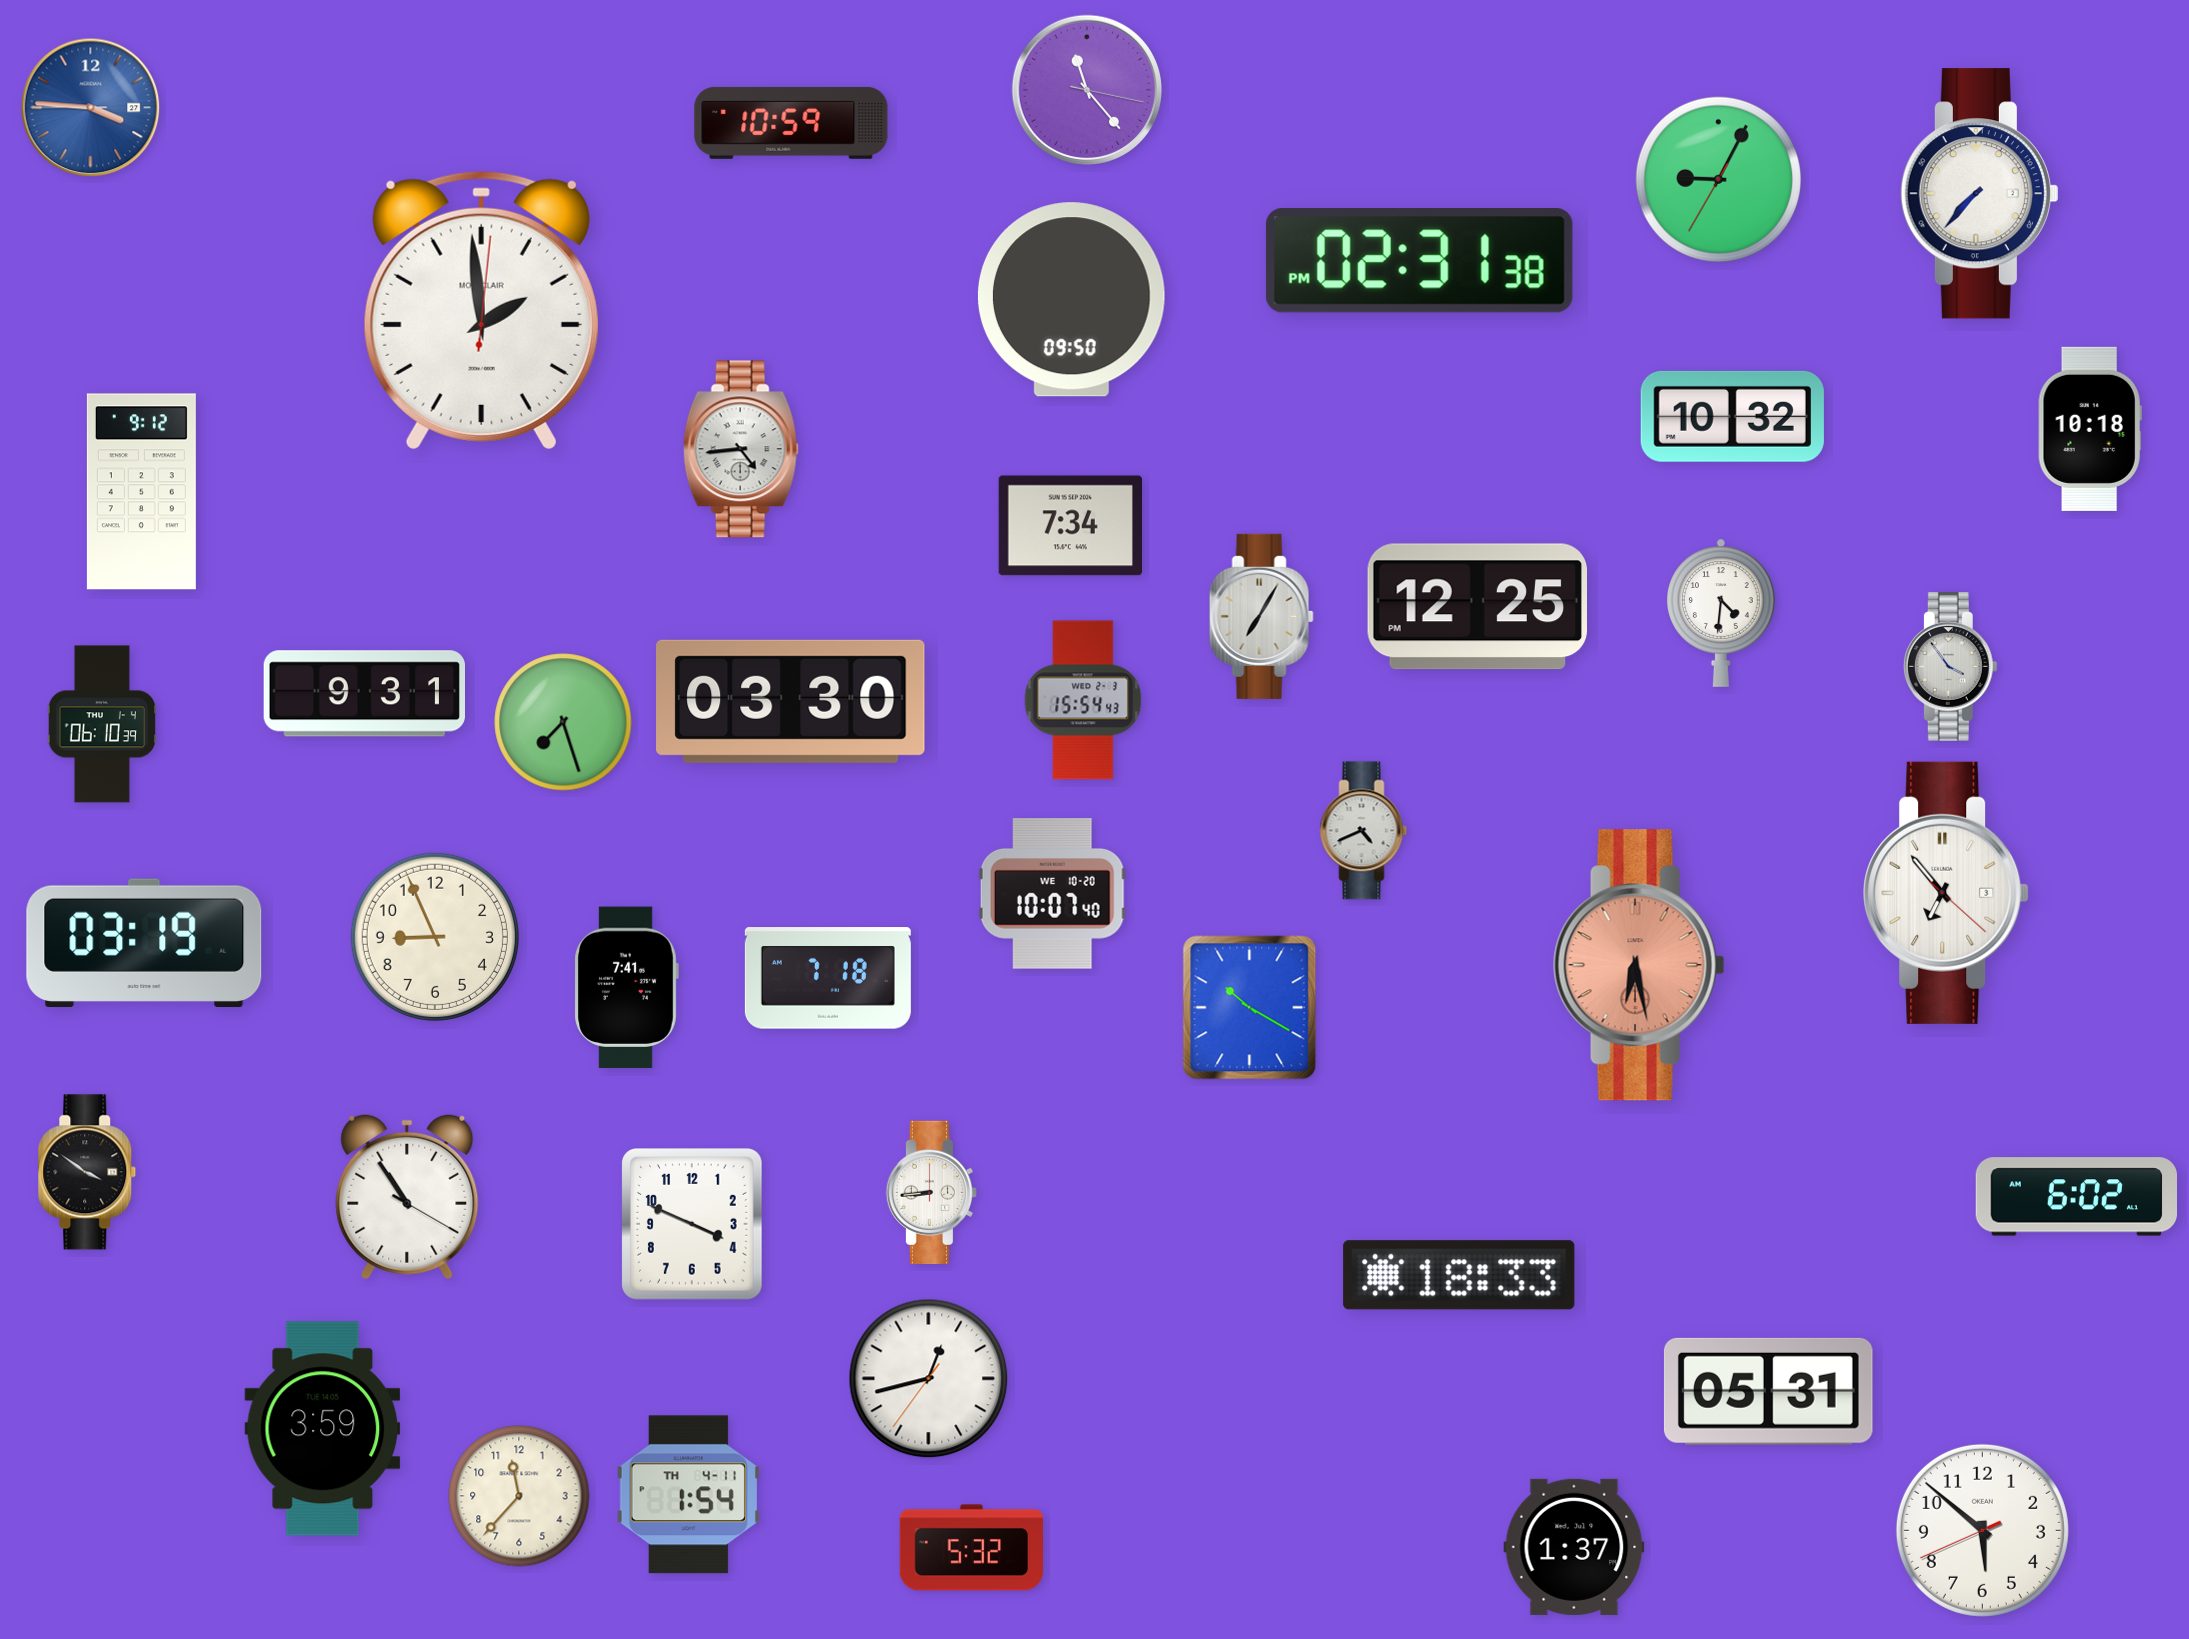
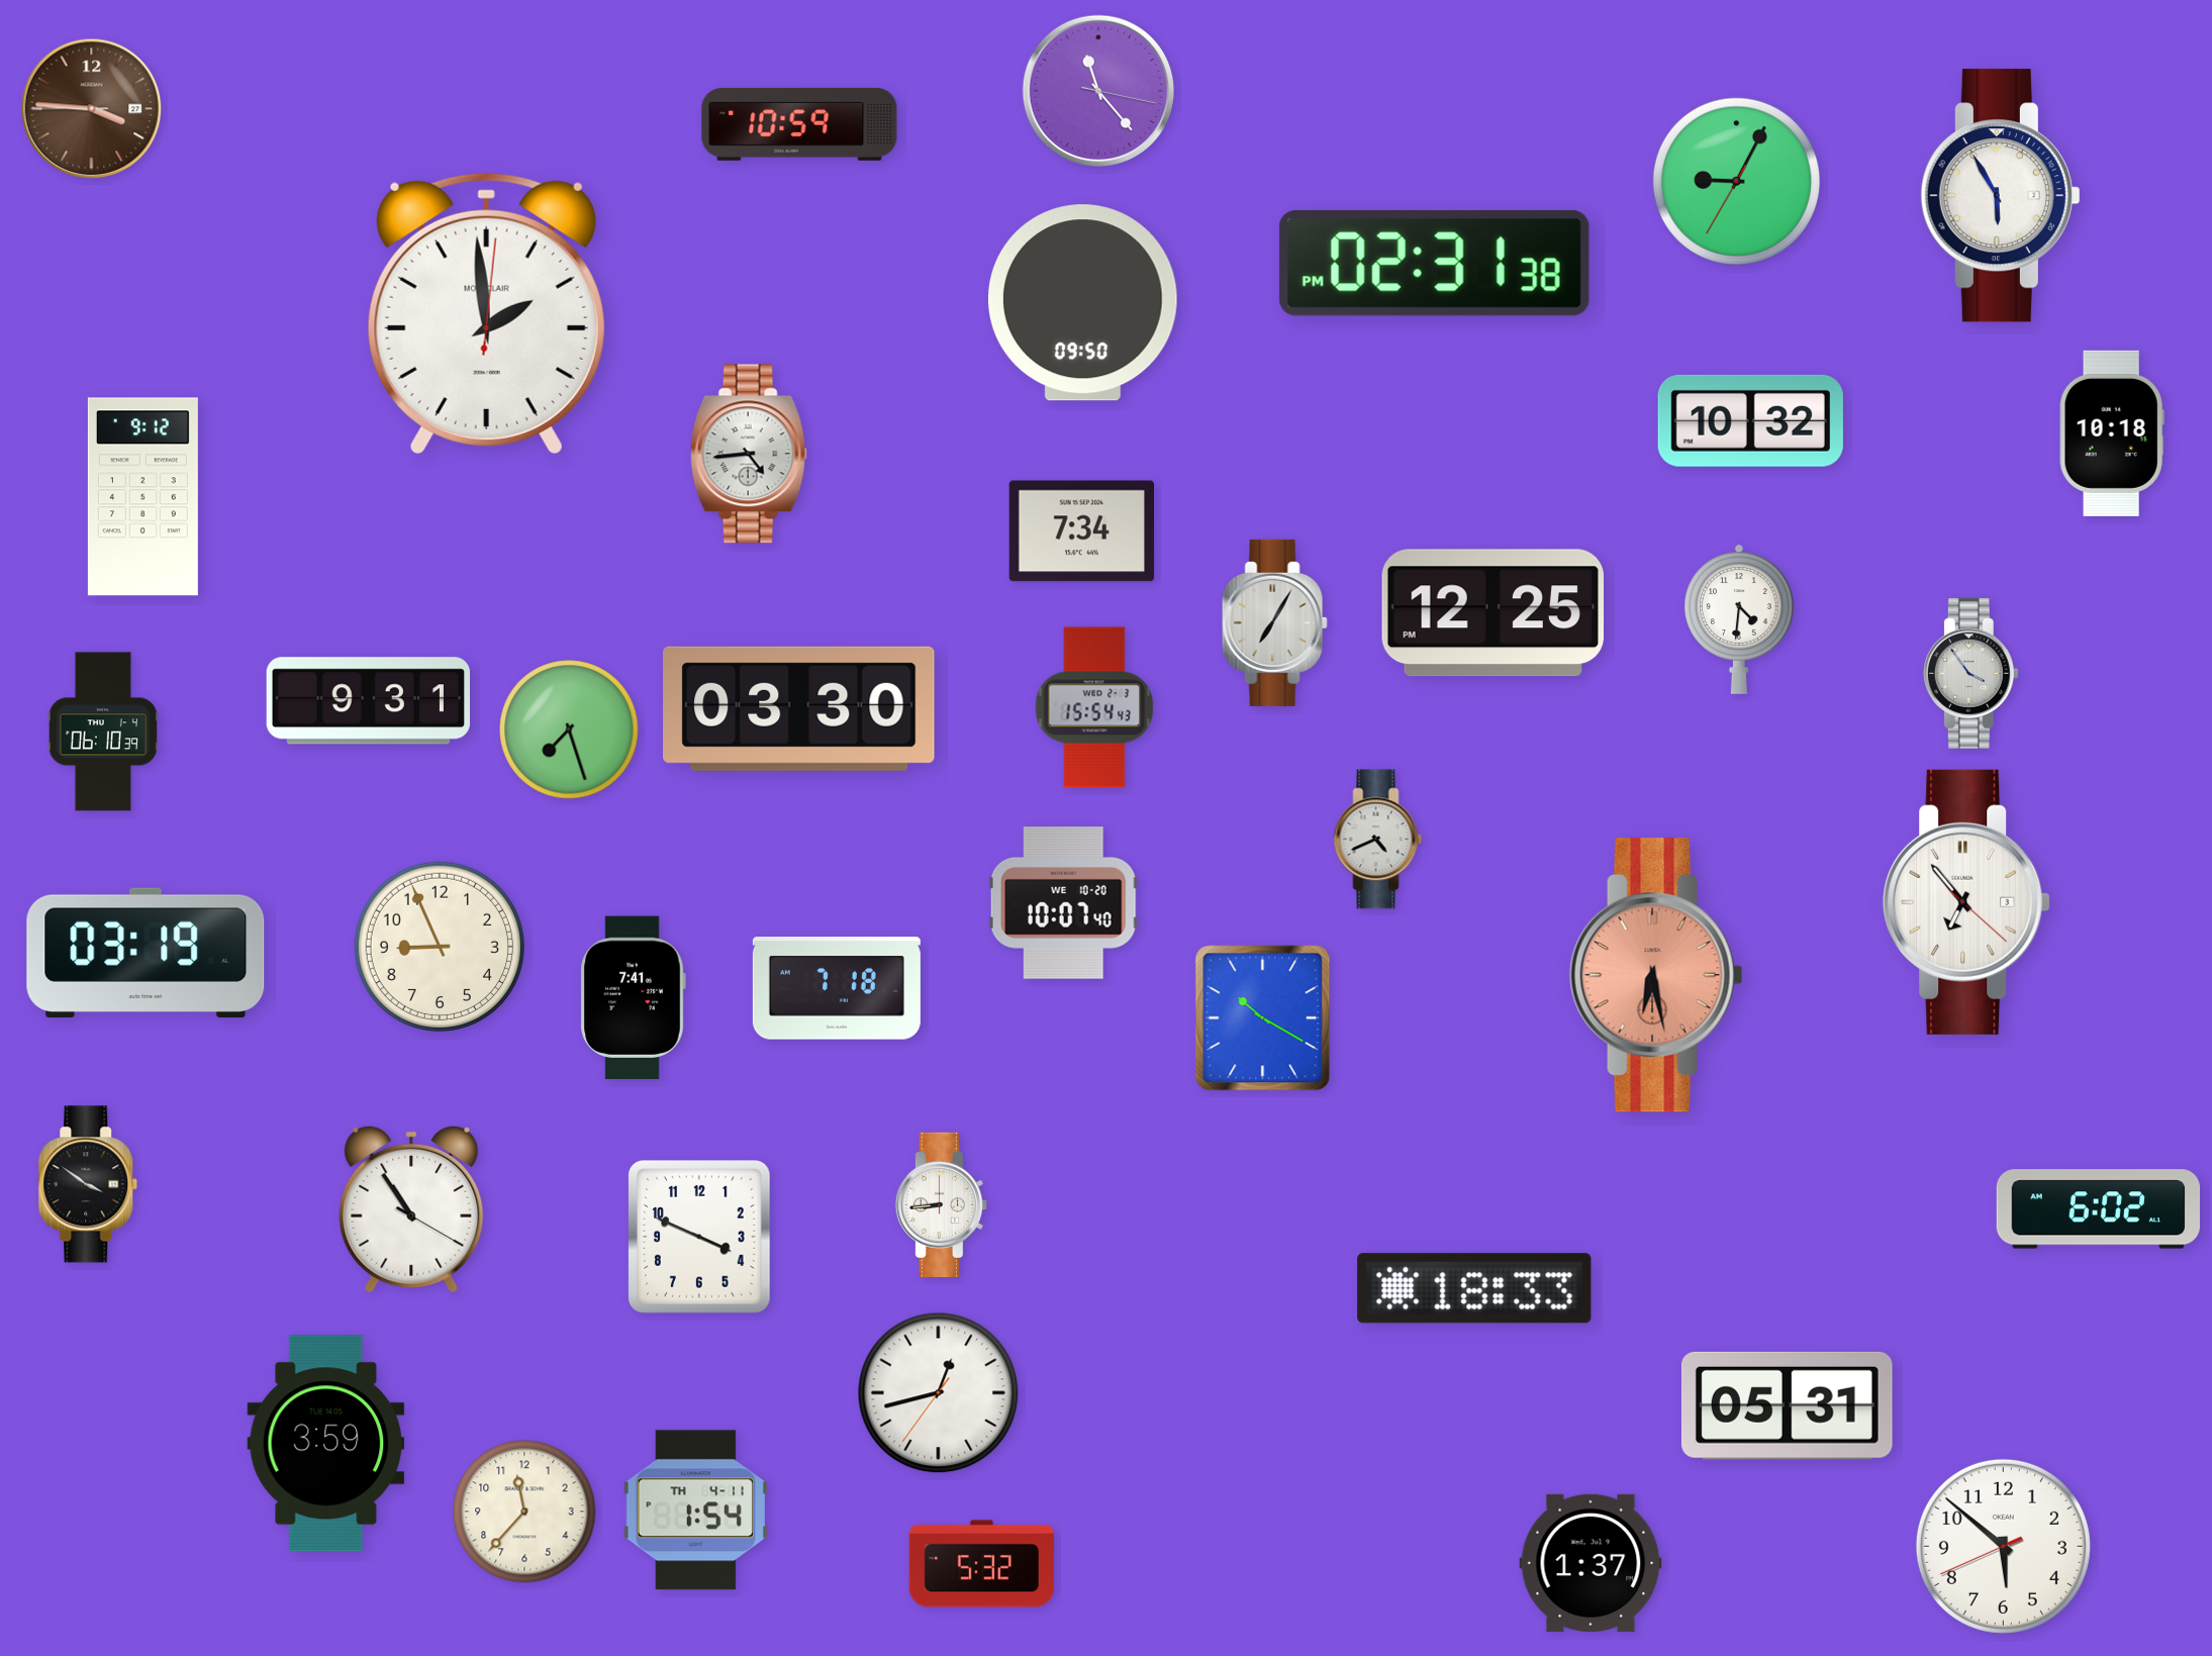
clock at (91, 108) dial: blue -> brown
clock at (1979, 194): 7:37 -> 5:55
